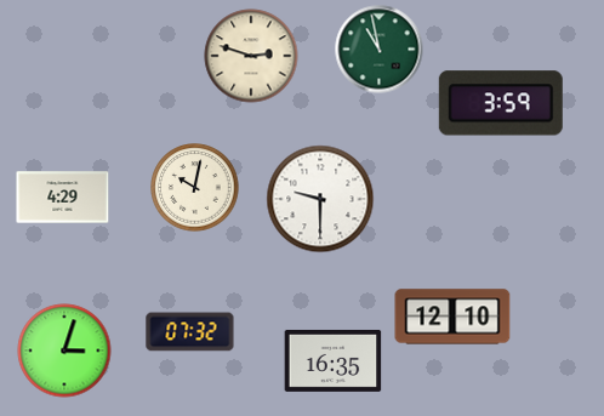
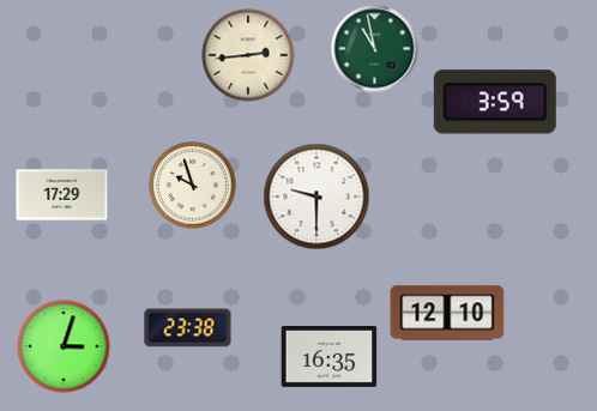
clock at (251, 56): 2:48 -> 2:44
clock at (195, 188): 10:02 -> 9:57
clock at (63, 198): 4:29 -> 17:29
clock at (190, 332): 07:32 -> 23:38
